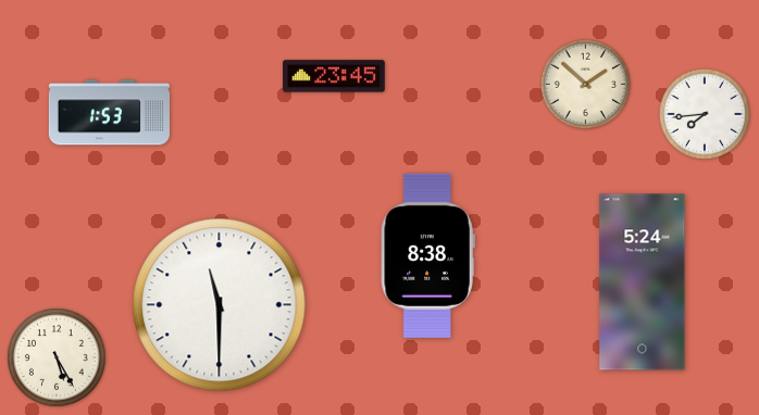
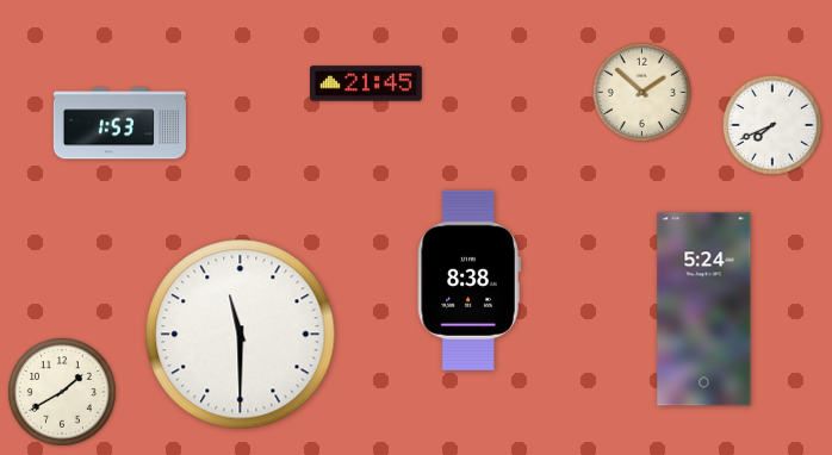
clock at (334, 76): 23:45 -> 21:45
clock at (705, 114): 7:44 -> 7:41
clock at (57, 357): 5:25 -> 1:40
